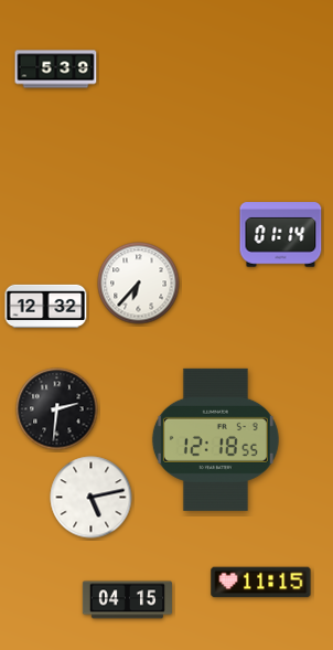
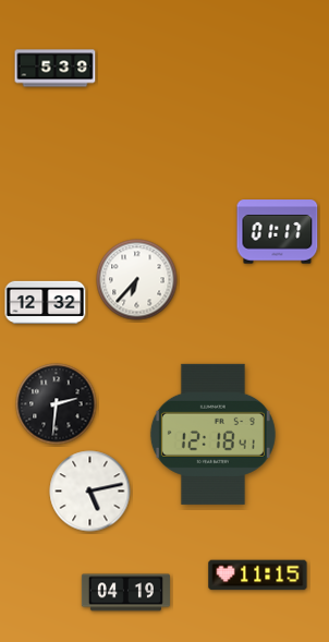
clock at (281, 235): 01:14 -> 01:17
clock at (215, 439): 12:18:55 -> 12:18:41
clock at (127, 600): 04:15 -> 04:19
